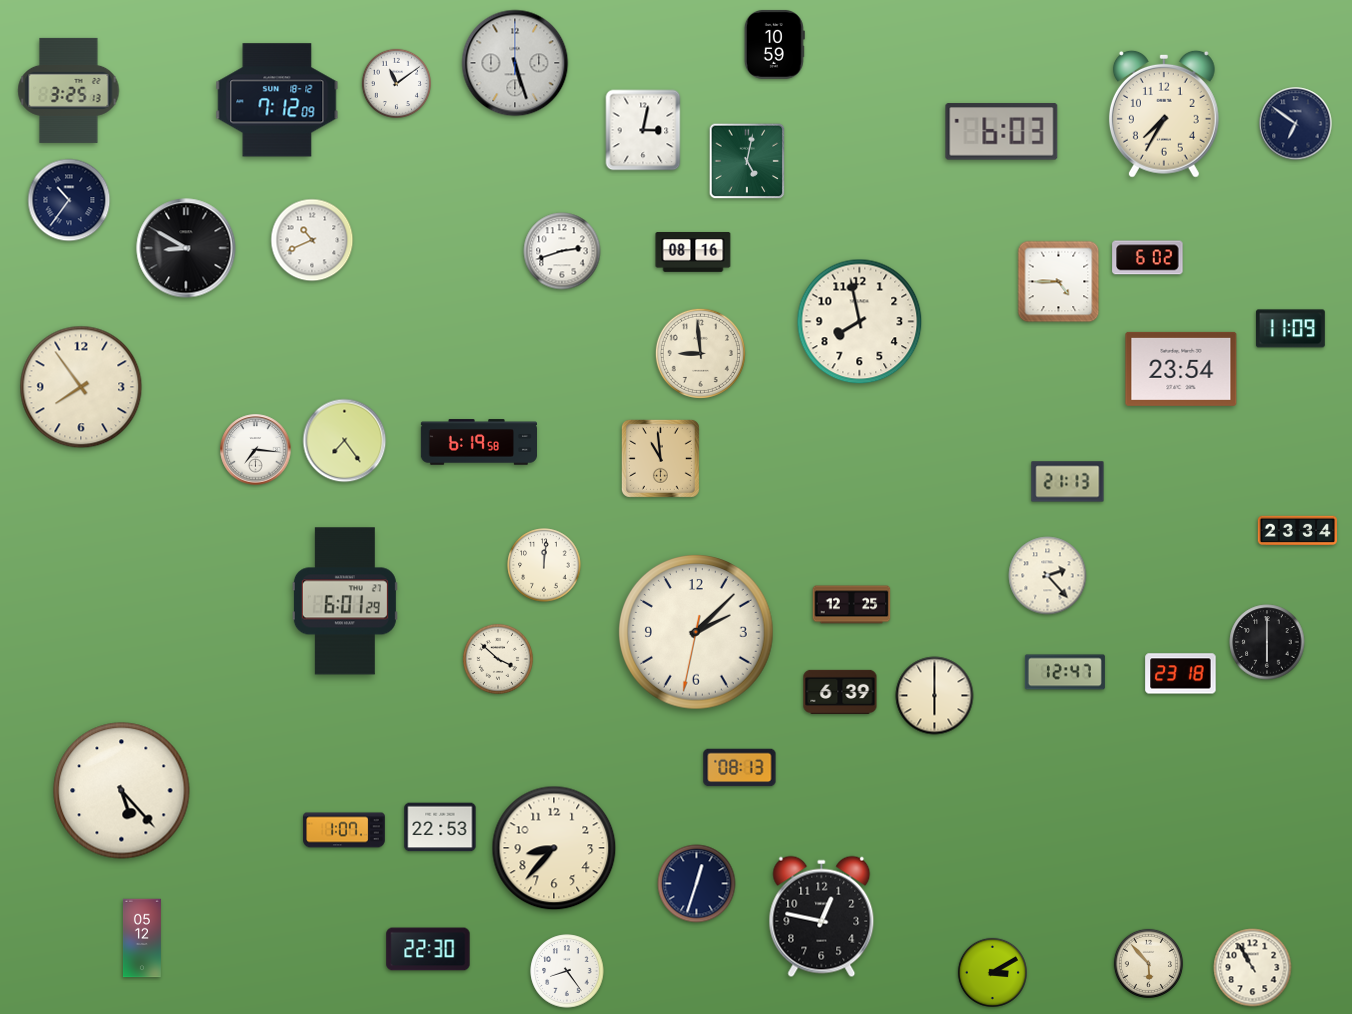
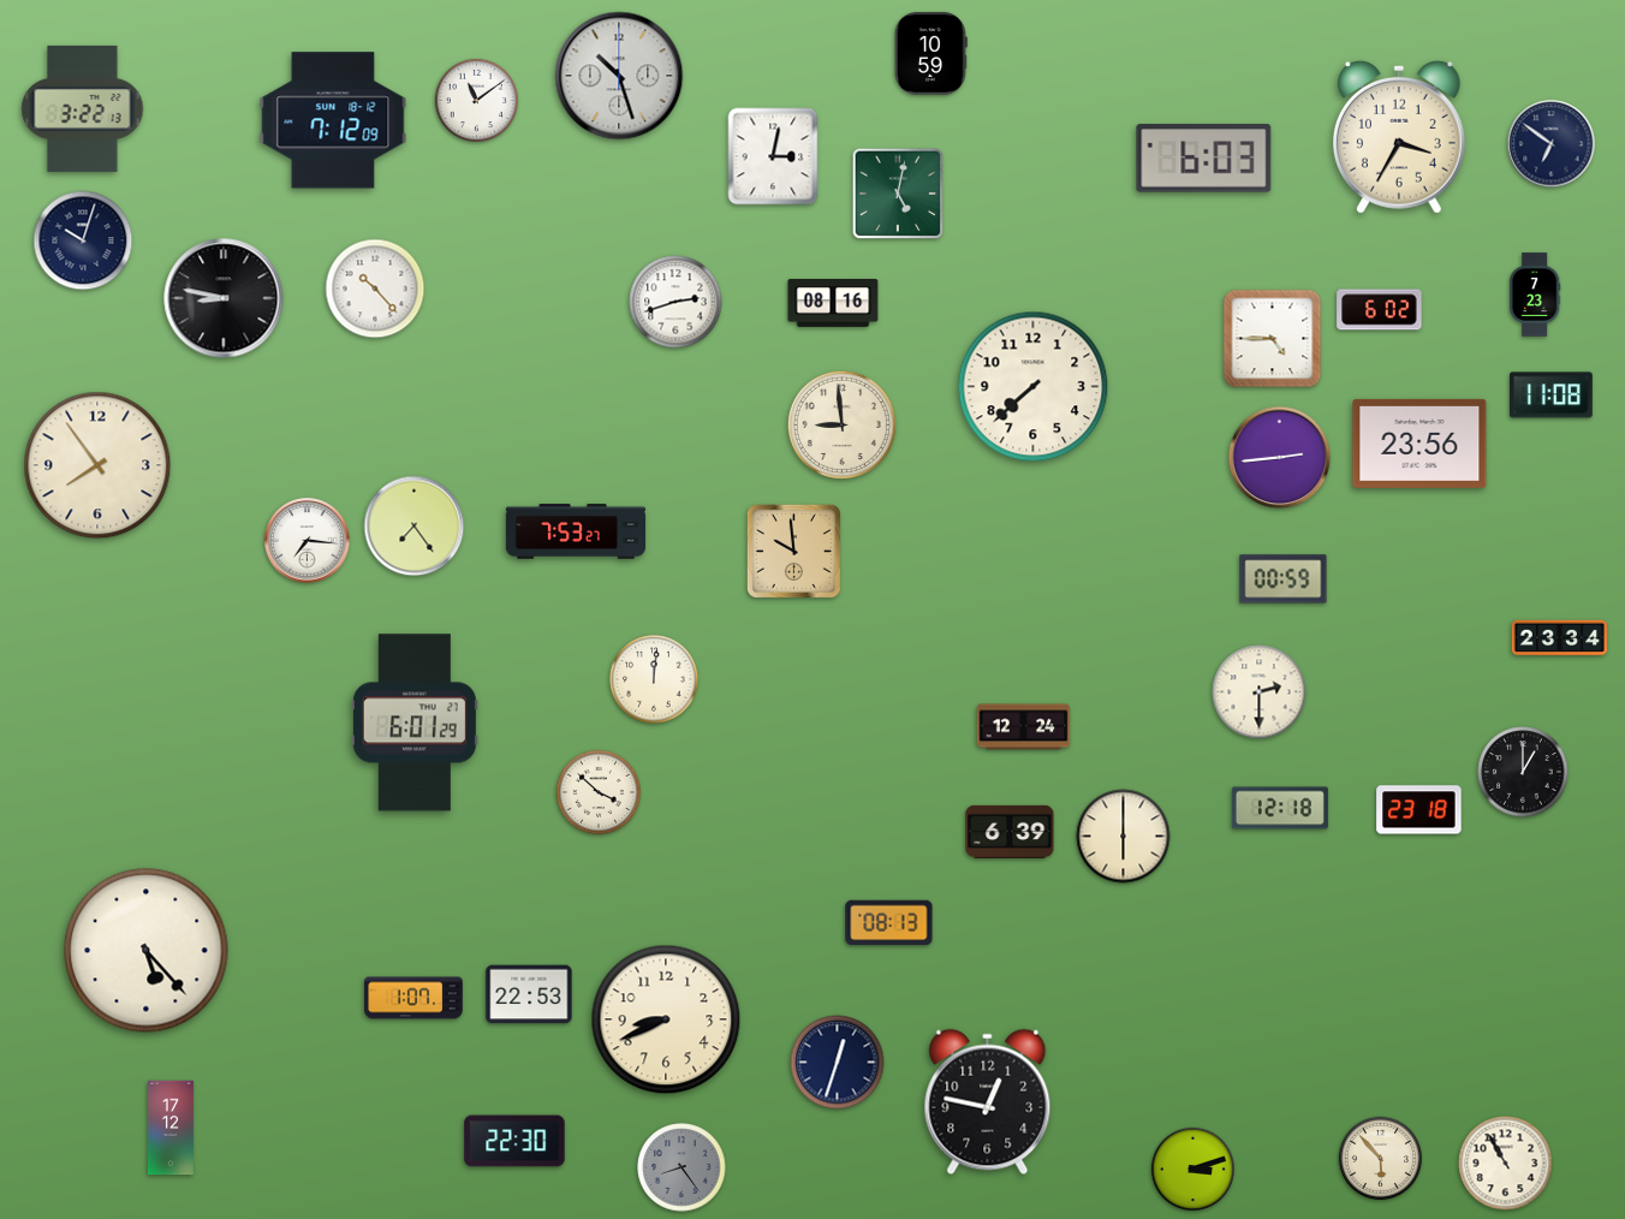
clock at (515, 63): 5:27 -> 10:27
clock at (69, 90): 3:25 -> 3:22
clock at (1164, 114): 7:35 -> 3:35
clock at (1296, 124) position: (1296, 124) -> (1552, 144)
clock at (69, 200): 10:36 -> 10:03
clock at (312, 240): 10:41 -> 10:23
clock at (1536, 295): none -> 7:23
clock at (186, 248): 8:50 -> 8:47
clock at (860, 322): 7:58 -> 7:38
clock at (1290, 329): 11:09 -> 11:08
clock at (1181, 369): 23:54 -> 23:56
clock at (1280, 458): none -> 2:44
clock at (345, 441) position: (345, 441) -> (415, 527)
clock at (478, 442): 6:19 -> 7:53
clock at (660, 458): 10:59 -> 9:59
clock at (1068, 482): 21:13 -> 00:59
clock at (1048, 576): 2:23 -> 2:30
clock at (852, 605): 12:25 -> 12:24
clock at (696, 632): 2:07 -> none
clock at (1267, 642): 6:00 -> 1:00
clock at (1065, 672): 12:47 -> 12:18
clock at (554, 848): 8:37 -> 8:41
clock at (142, 938): 05:12 -> 17:12
clock at (567, 971) dial: white -> grey
clock at (992, 972): 3:10 -> 3:12
